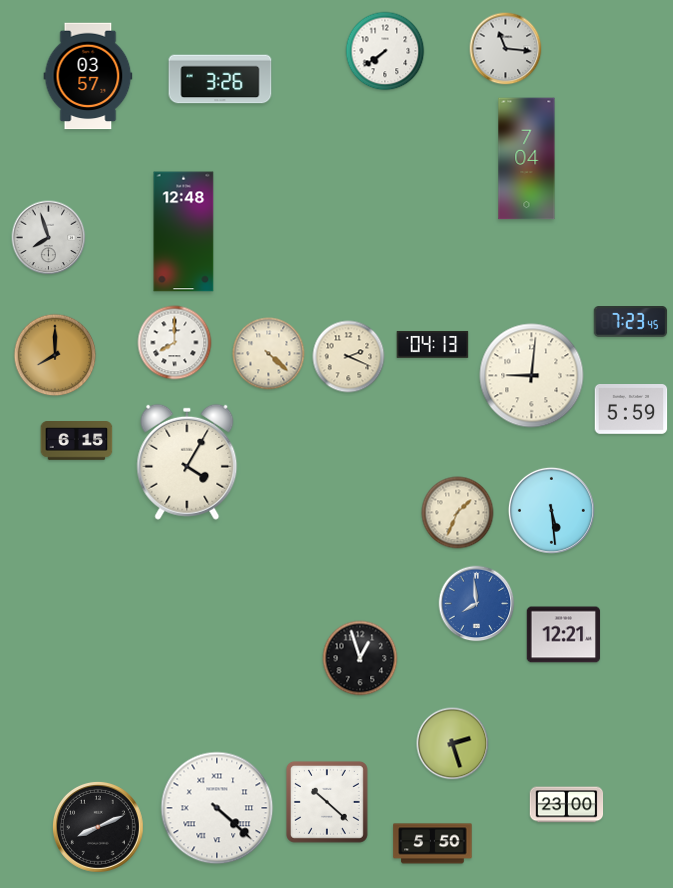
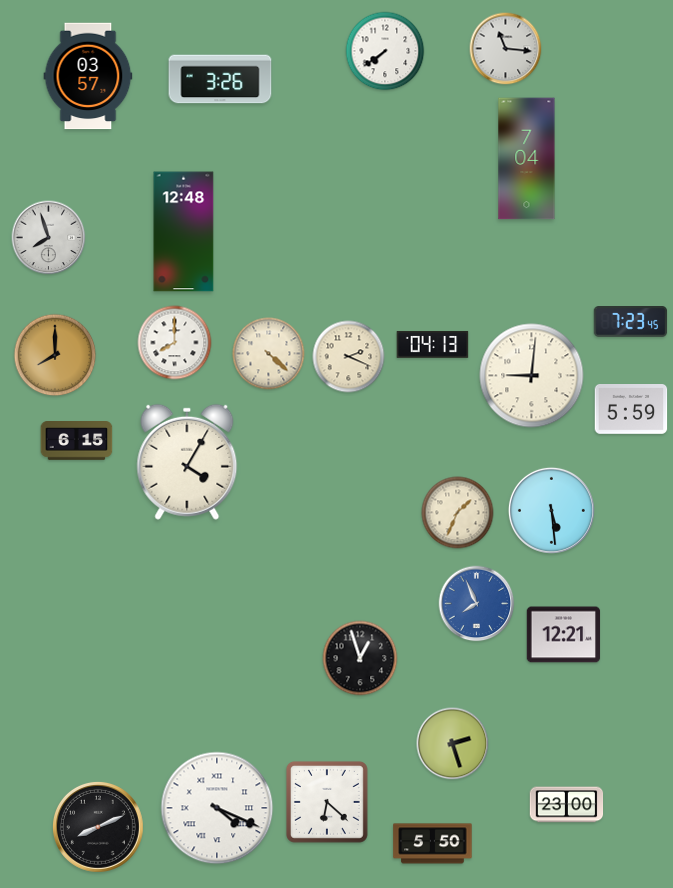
clock at (477, 604): 7:59 -> 7:56
clock at (327, 802): 10:22 -> 6:22
clock at (217, 808): 4:22 -> 4:19
